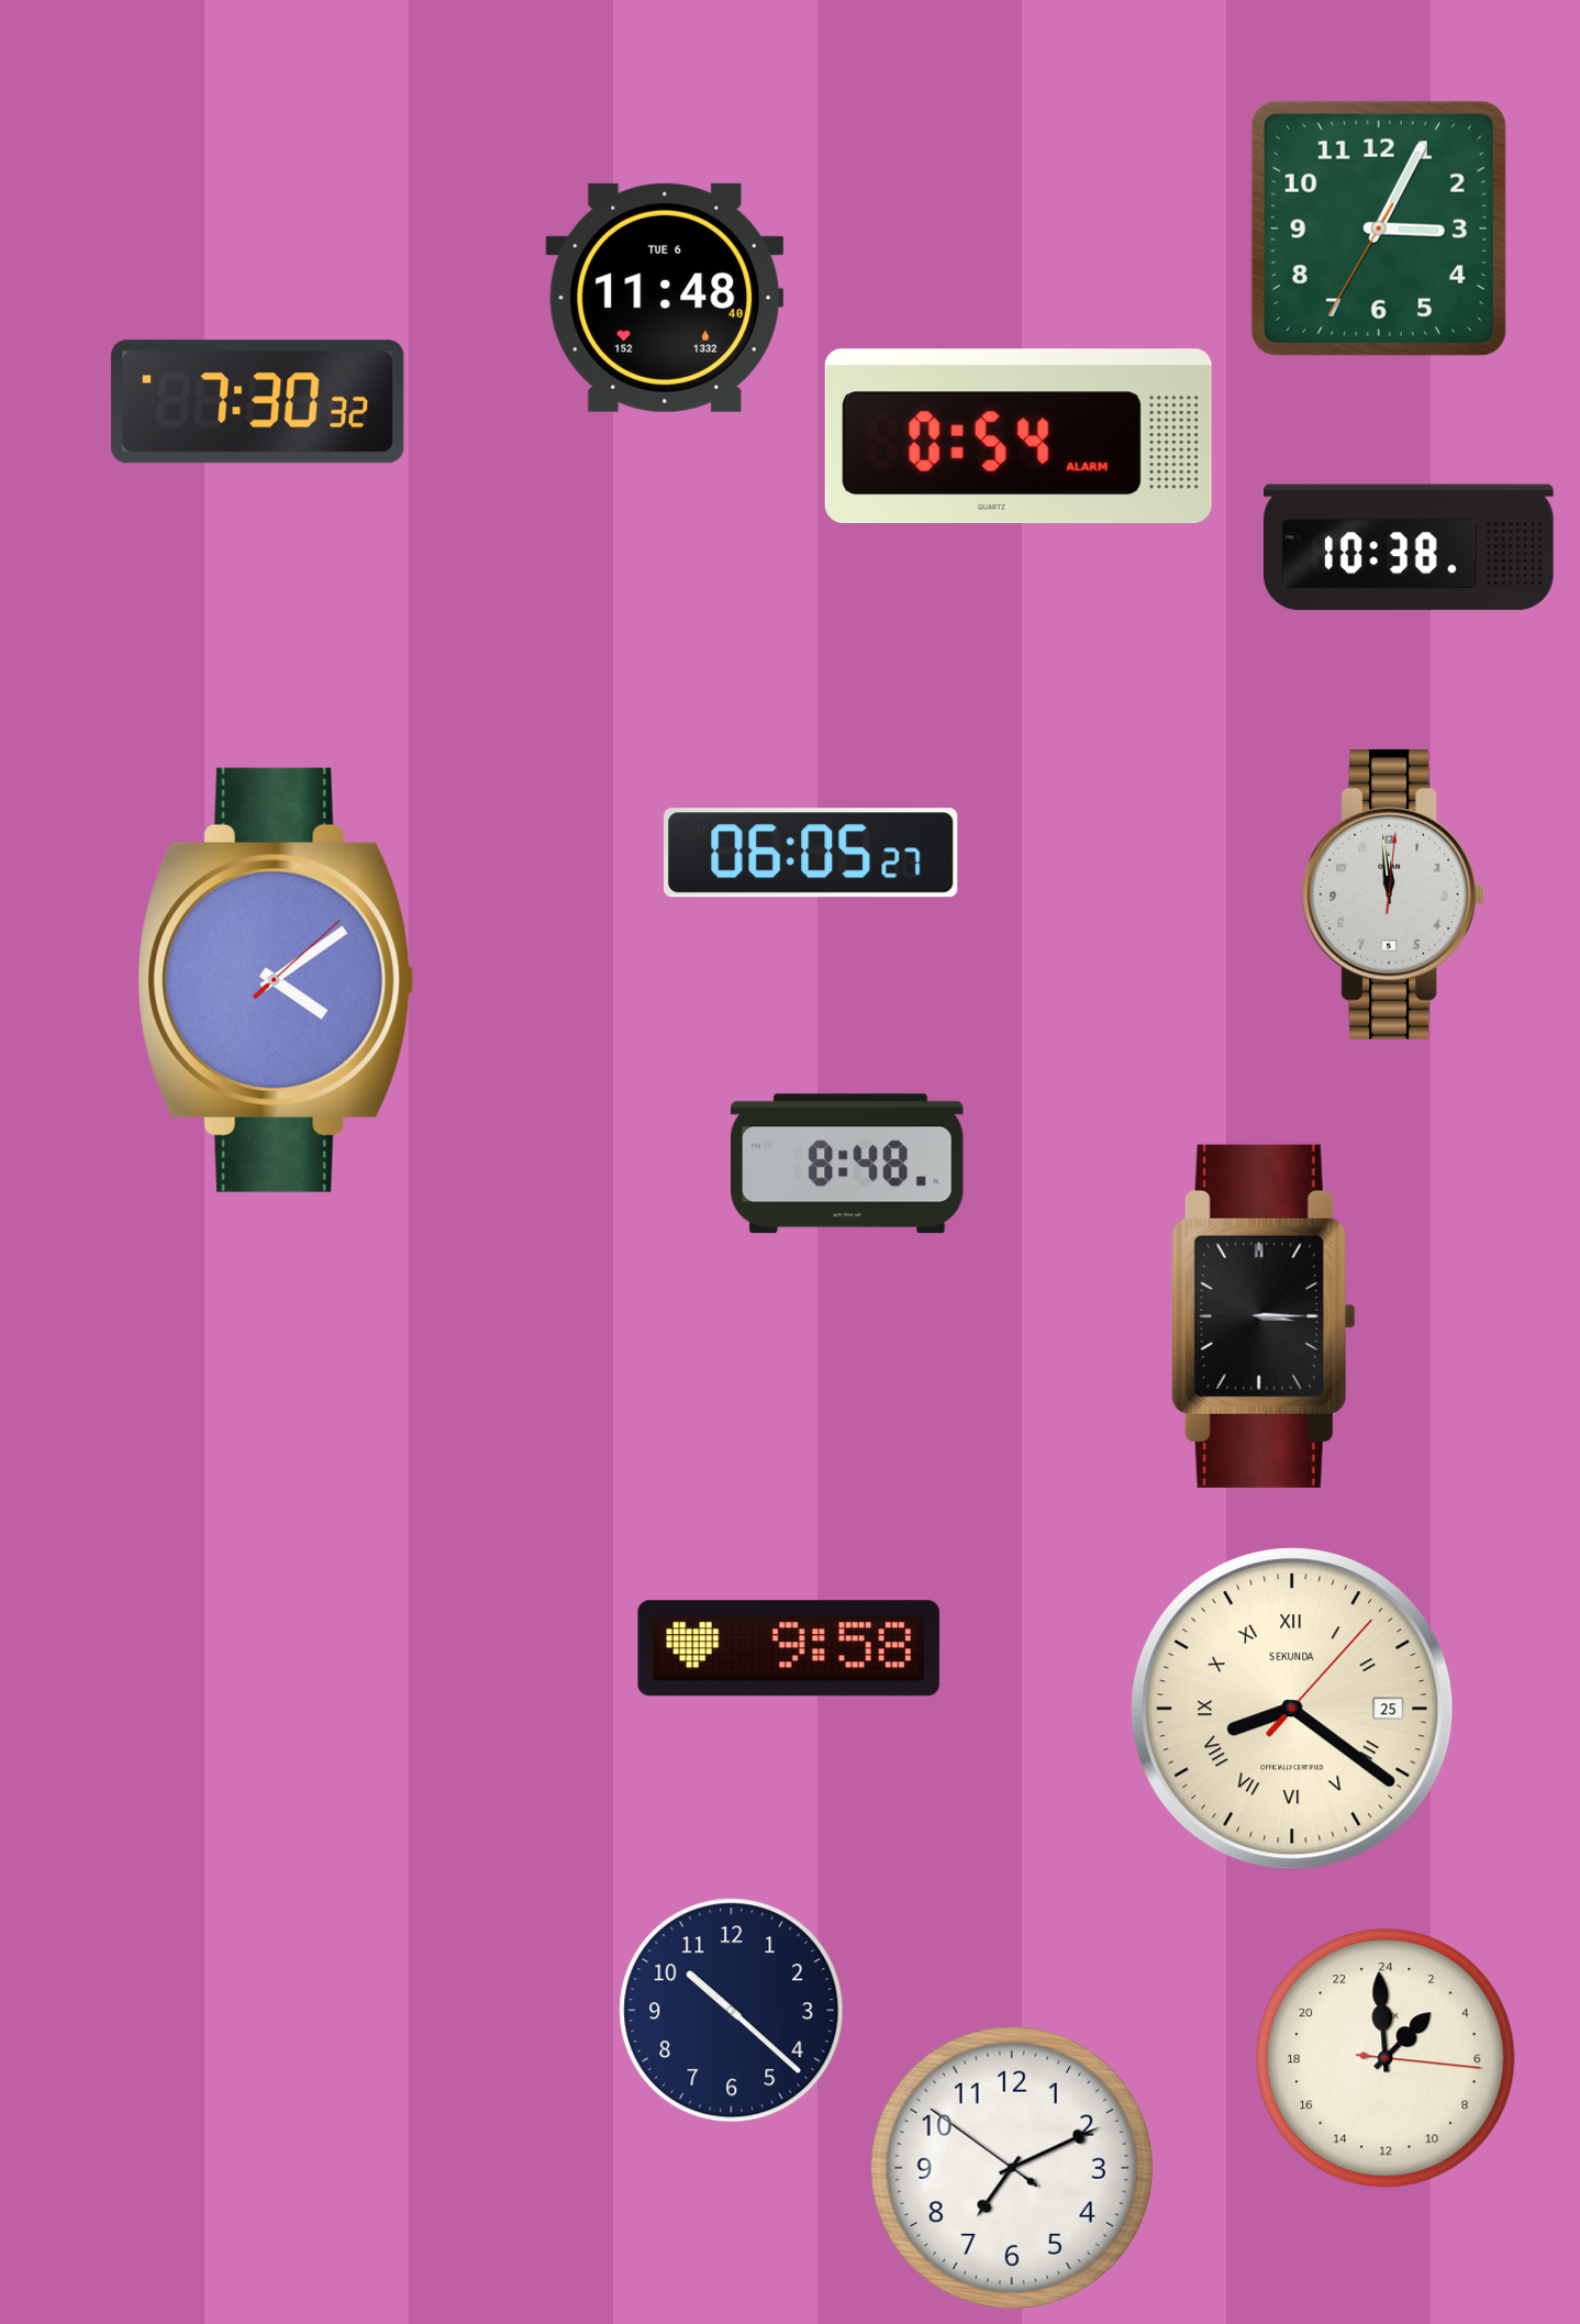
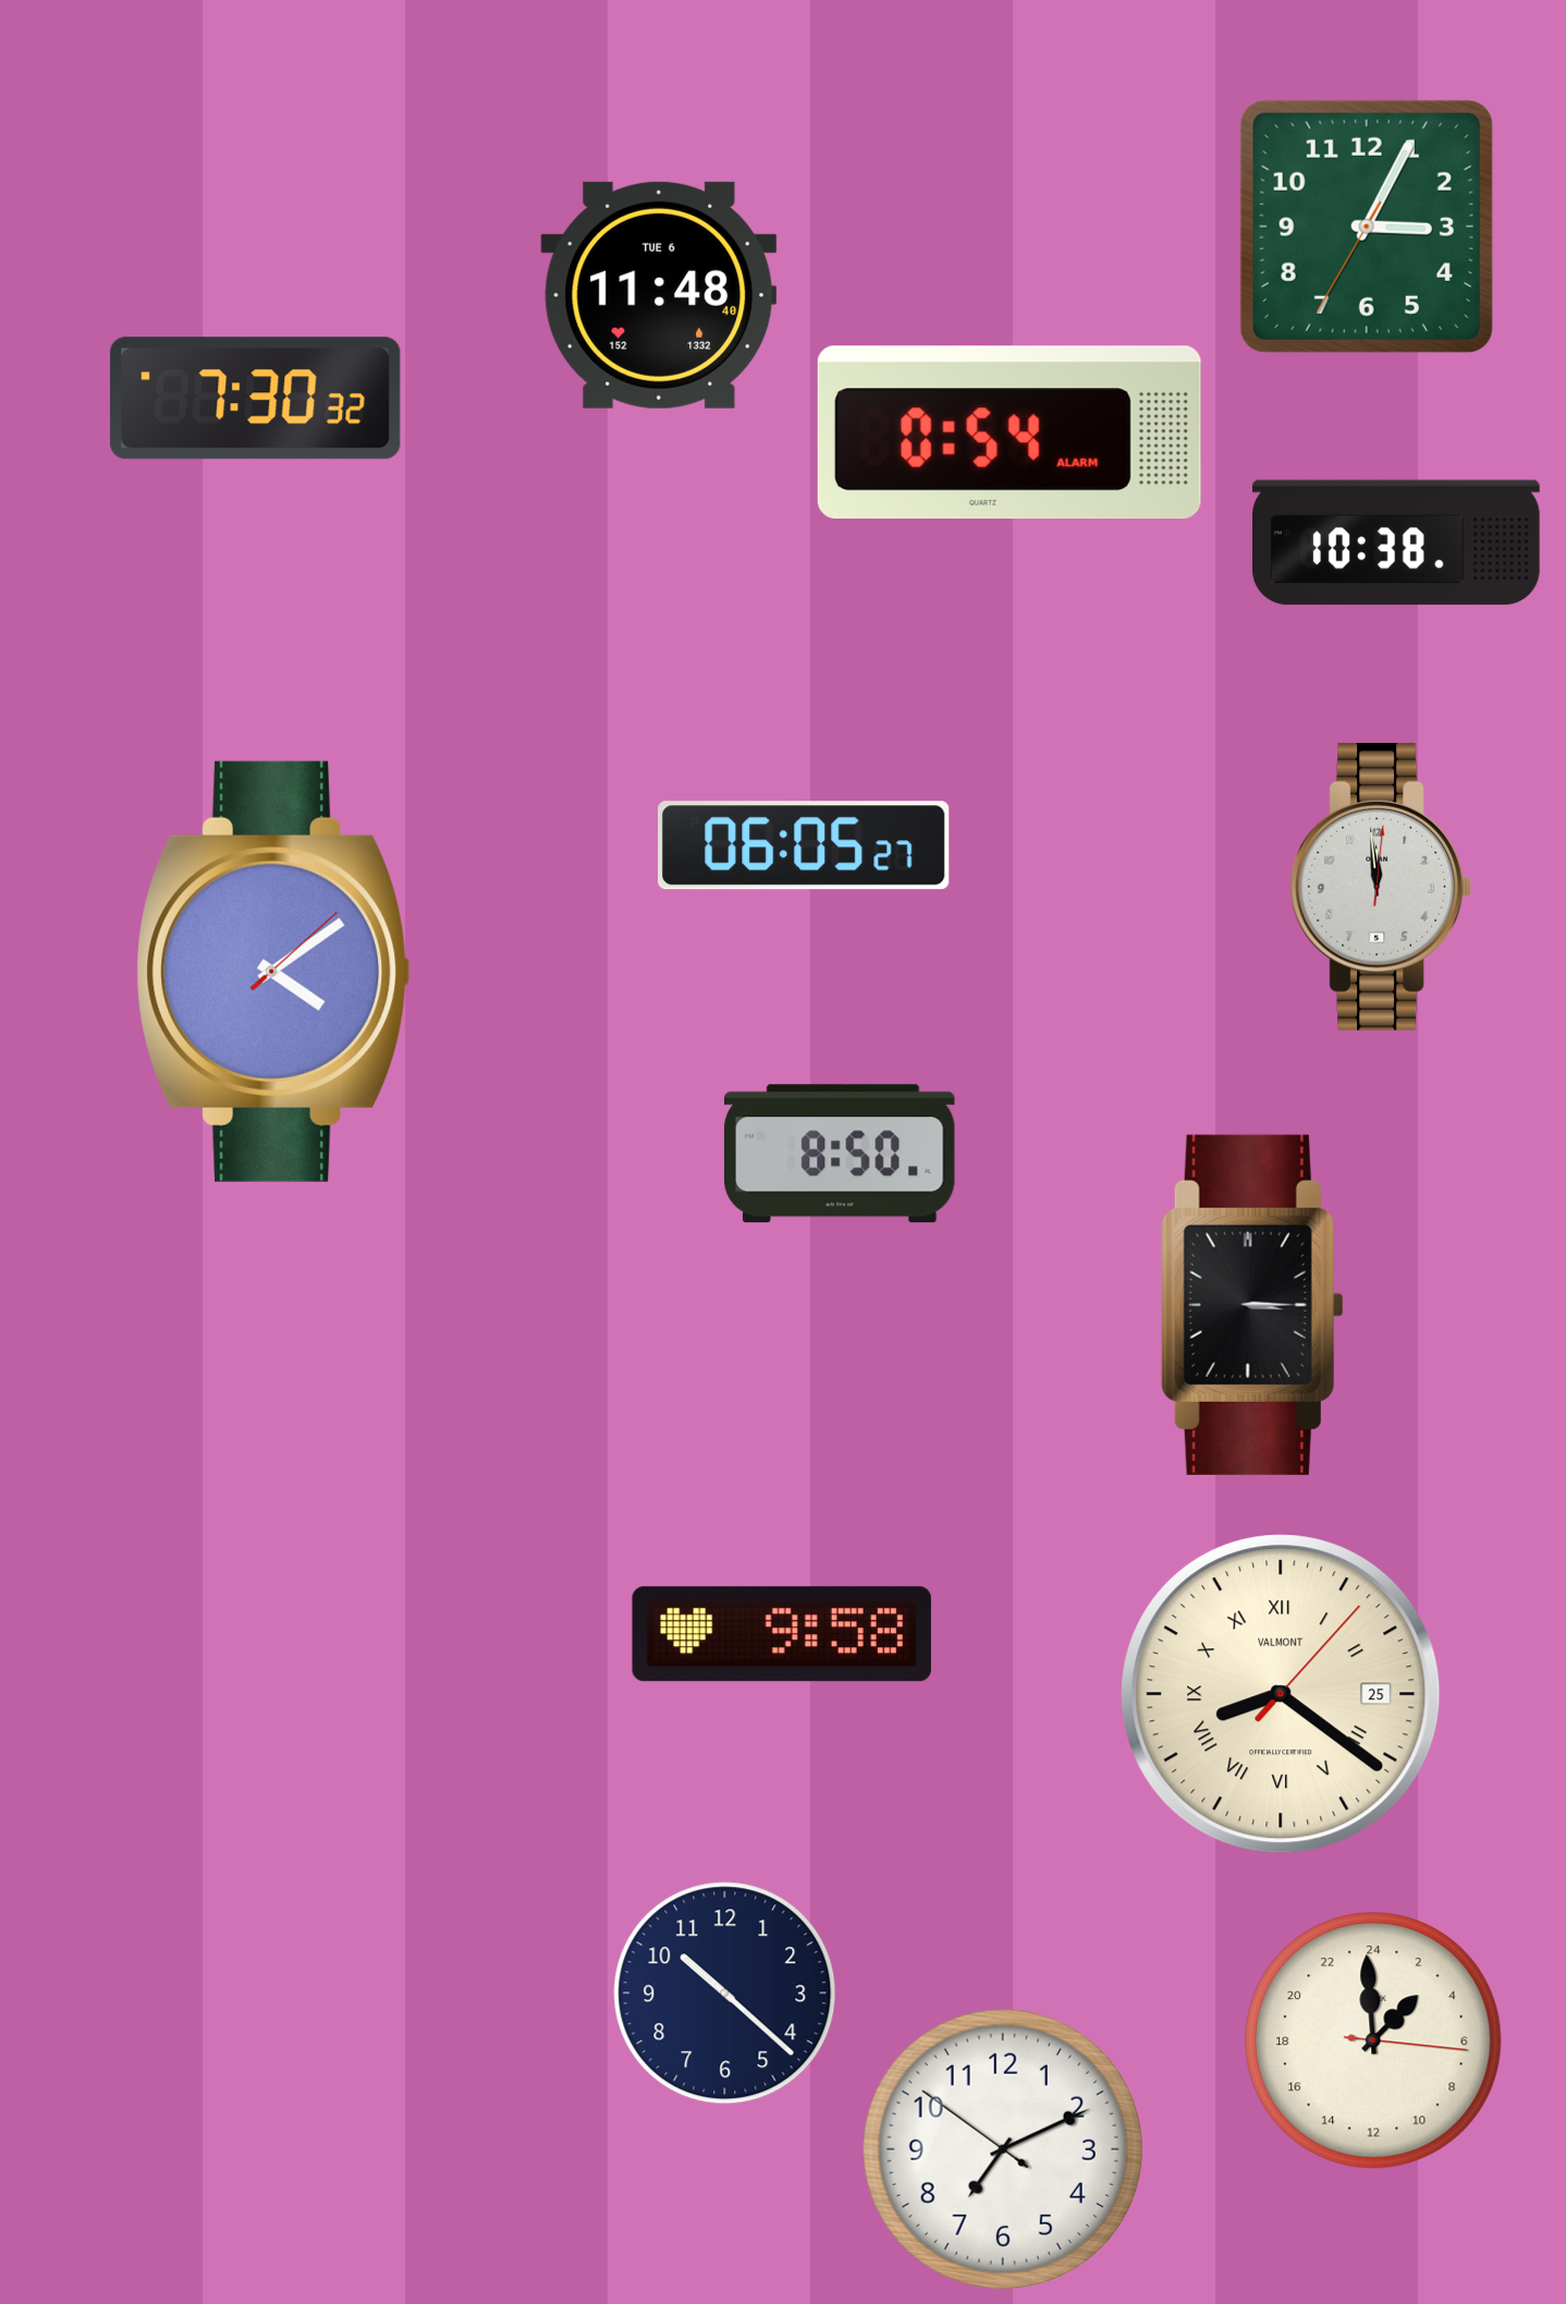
clock at (848, 1164): 8:48 -> 8:50
clock at (1292, 1709) brand: SEKUNDA -> VALMONT
